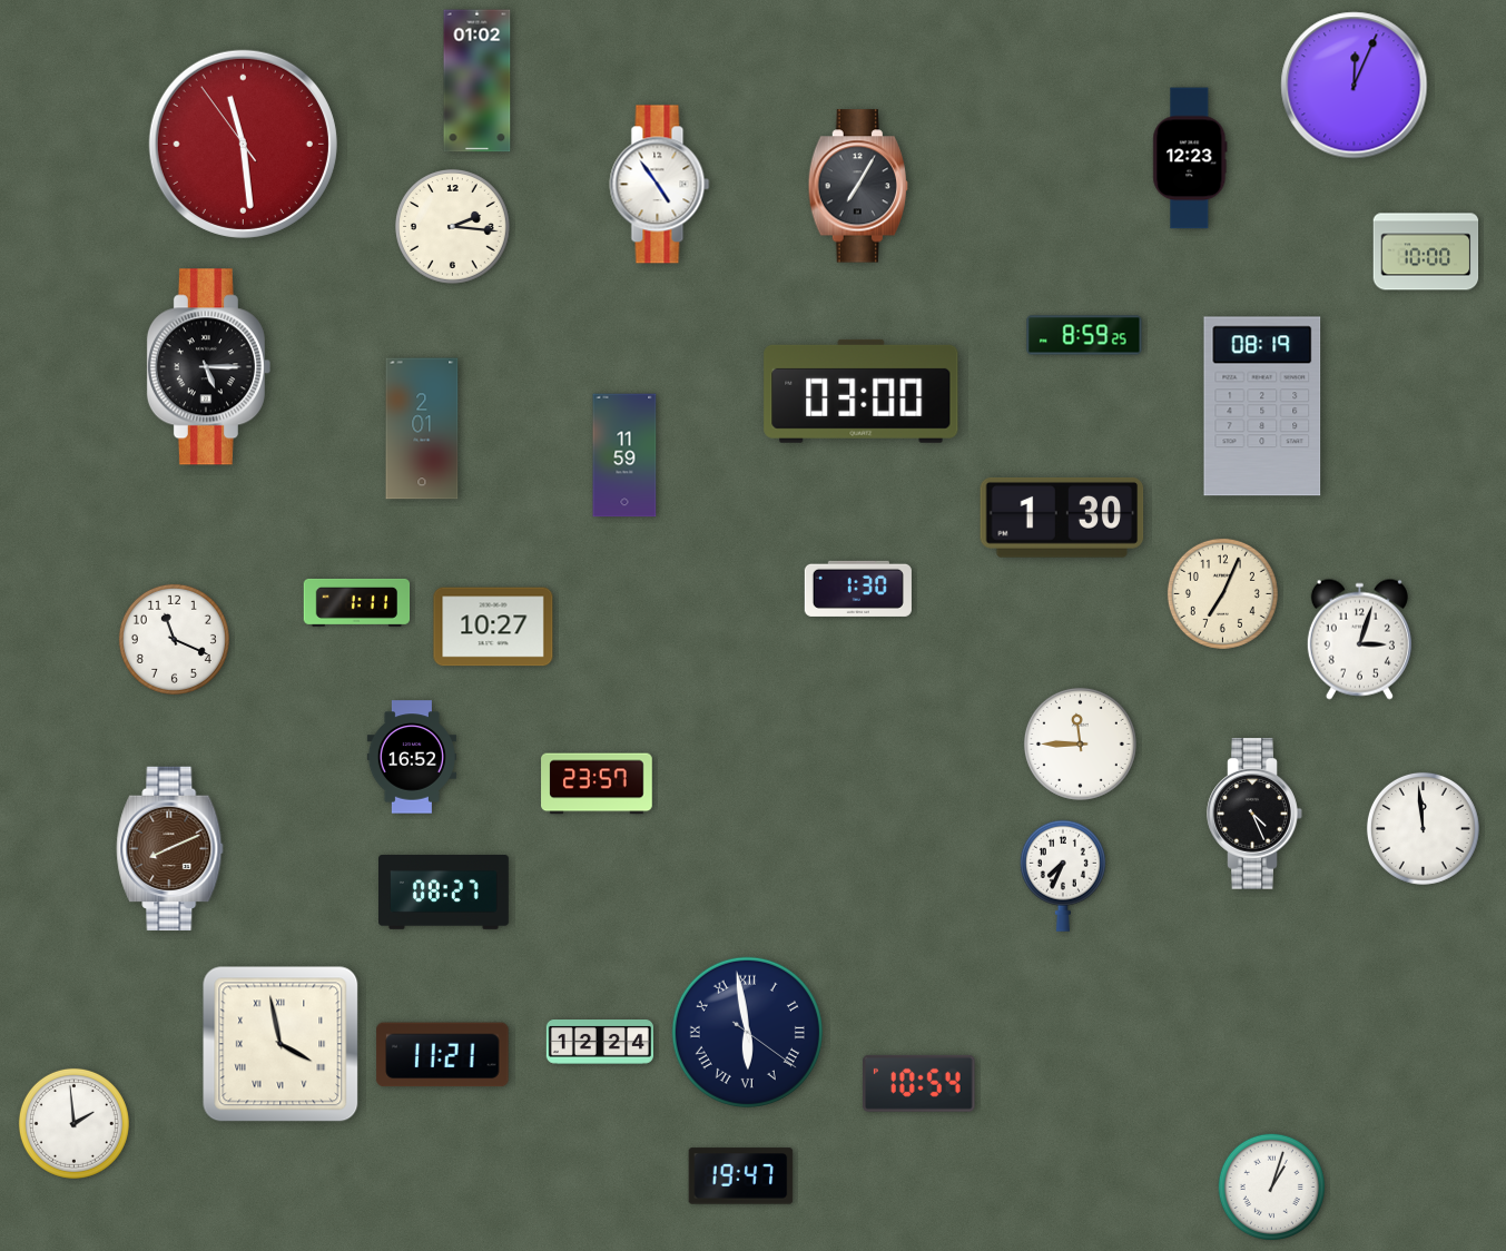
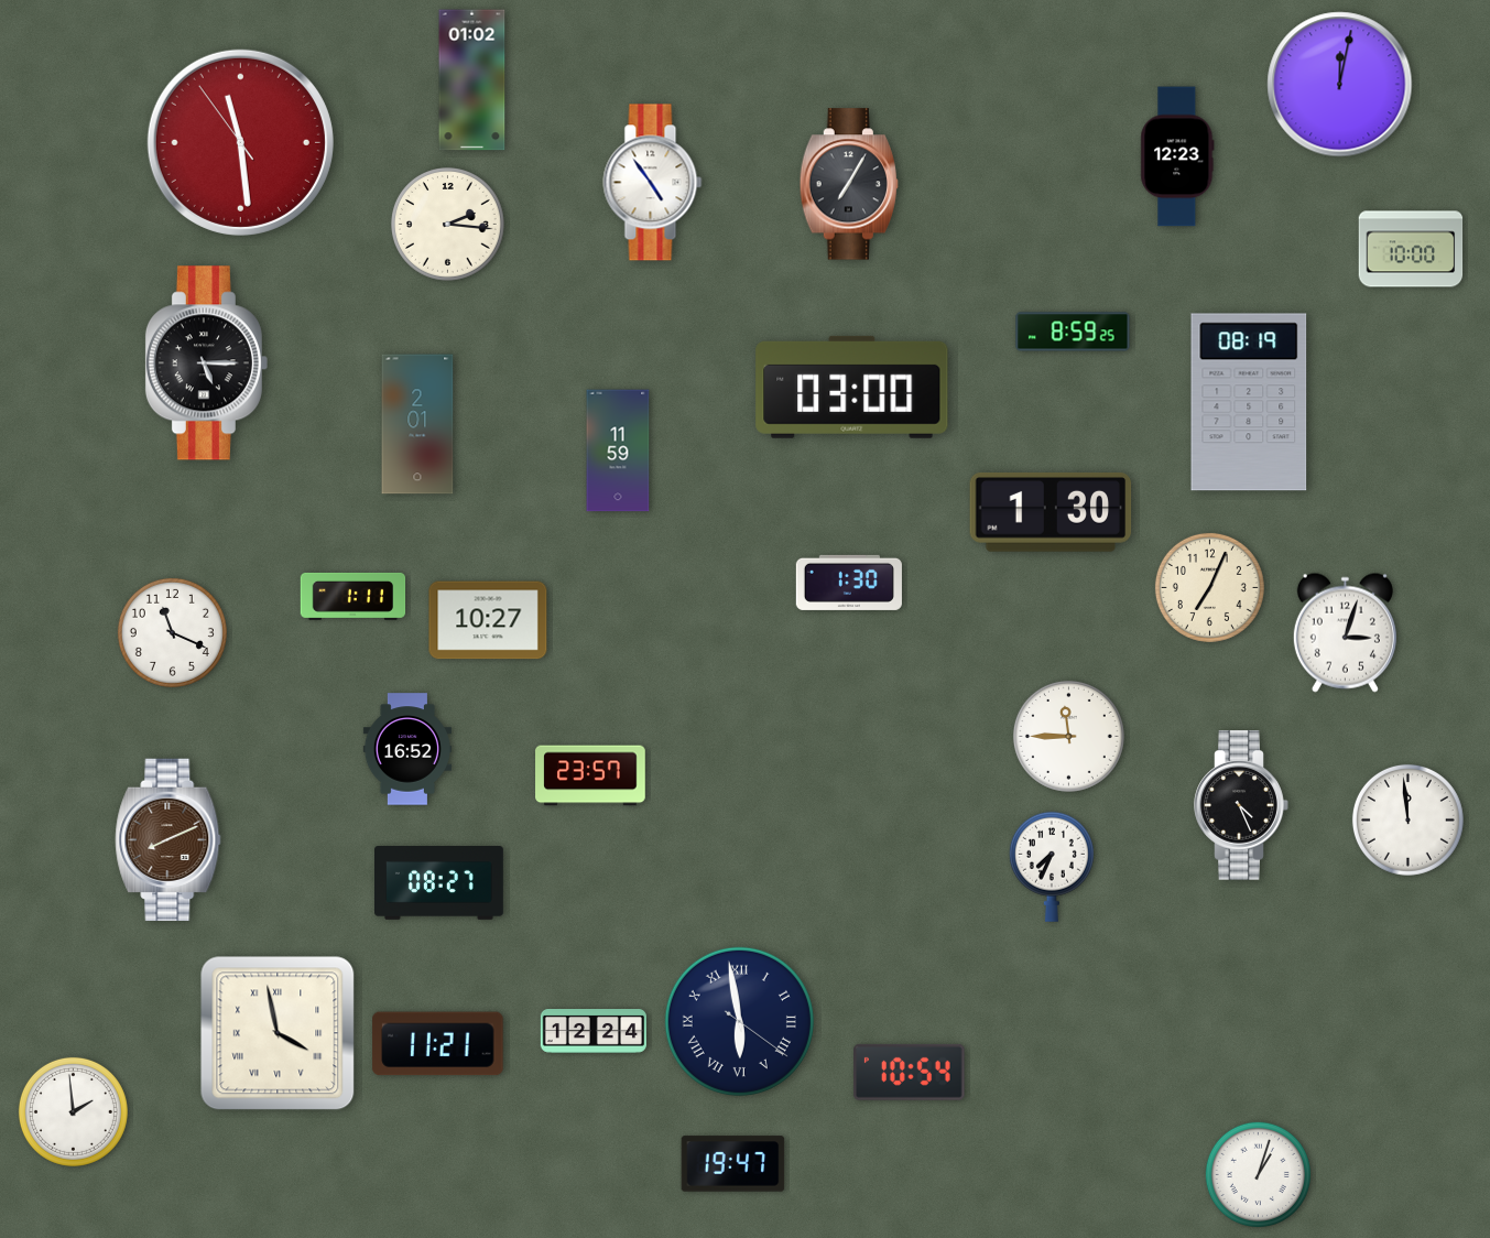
clock at (1355, 86): 12:04 -> 12:02
